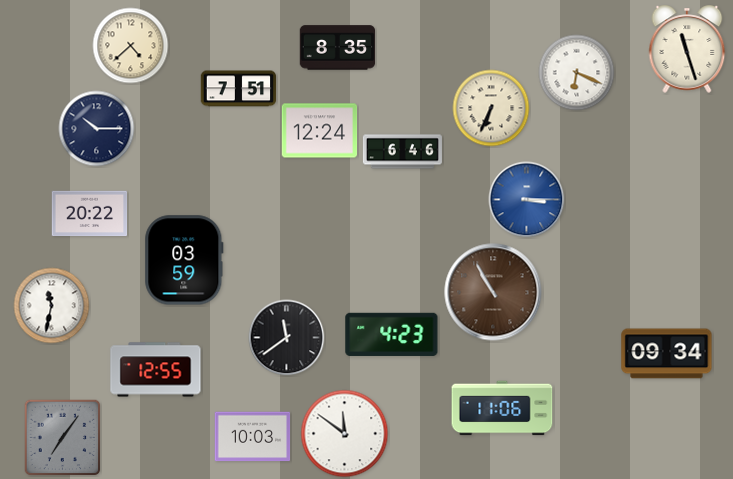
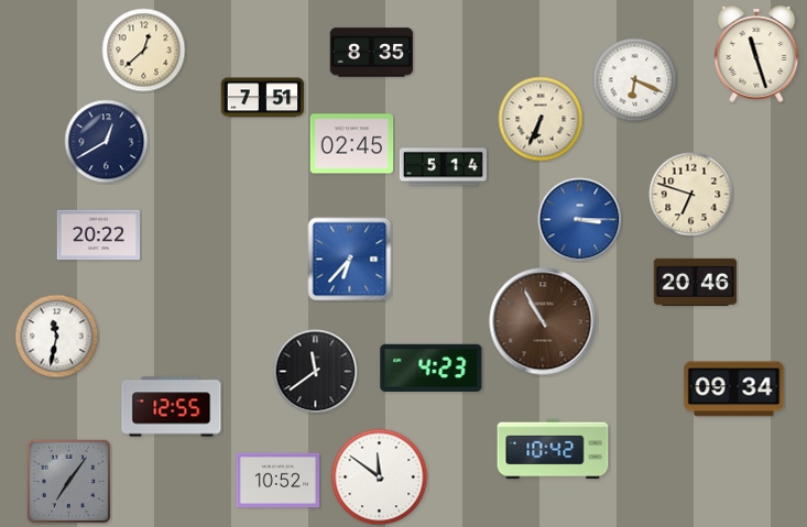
clock at (131, 46): 4:38 -> 12:38
clock at (97, 129): 10:15 -> 12:40
clock at (320, 131): 12:24 -> 02:45
clock at (402, 152): 6:46 -> 5:14
clock at (691, 195): none -> 6:48
clock at (350, 260): none -> 6:37
clock at (696, 282): none -> 20:46
clock at (184, 260): 03:59 -> none
clock at (502, 408): 11:06 -> 10:42
clock at (253, 437): 10:03 -> 10:52
